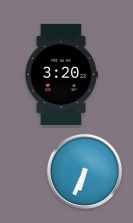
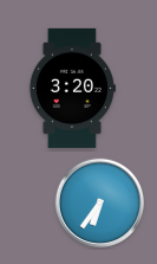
clock at (84, 171): 6:34 -> 6:36
